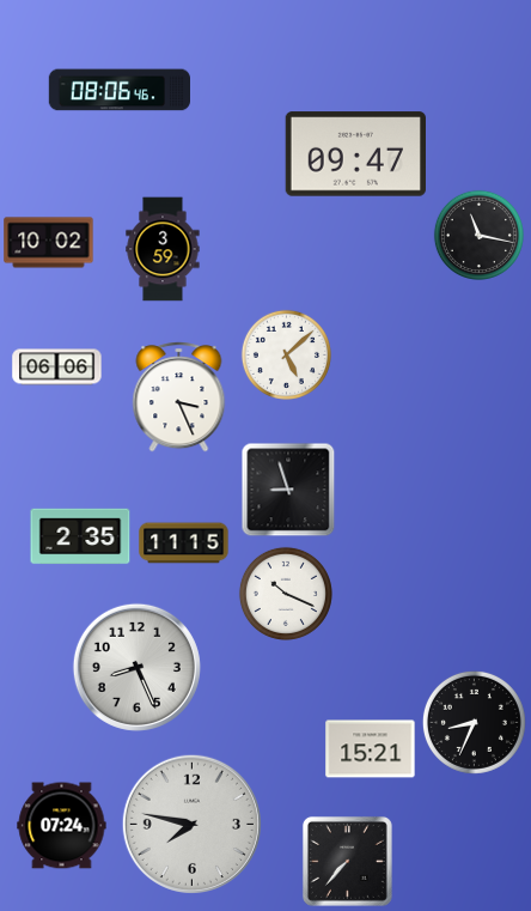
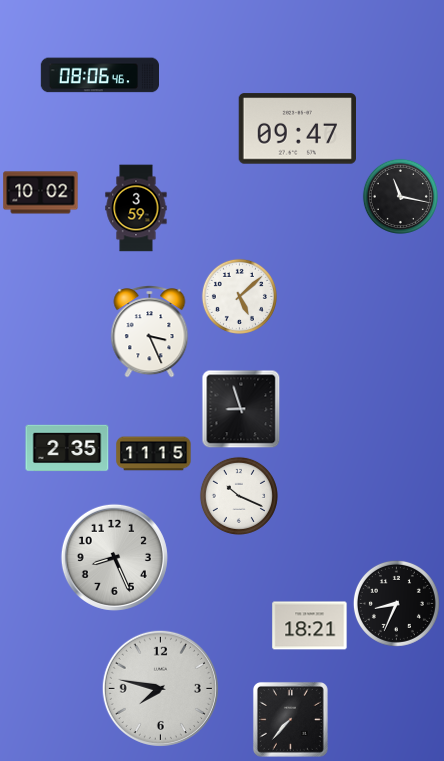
clock at (49, 243) position: (49, 243) -> (41, 193)
clock at (57, 368): 06:06 -> none
clock at (371, 749): 15:21 -> 18:21
clock at (62, 826): 07:24 -> none
